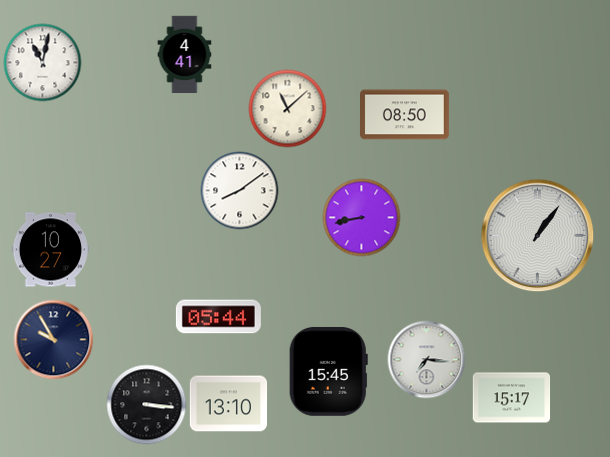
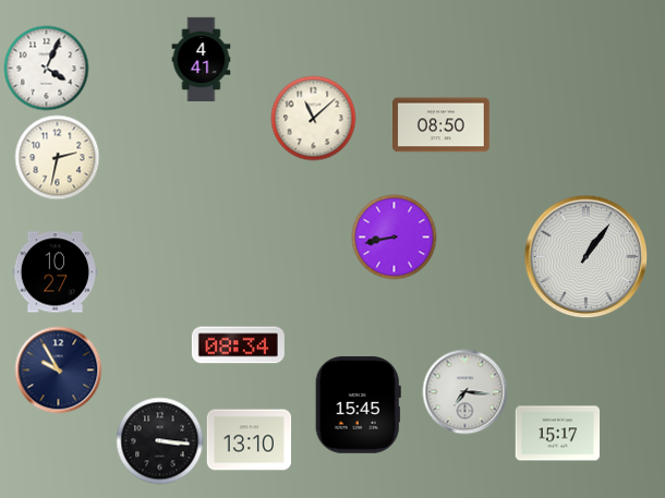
clock at (42, 62): 11:02 -> 4:04
clock at (57, 157): none -> 2:32
clock at (239, 190): 8:09 -> none
clock at (218, 317): 05:44 -> 08:34
